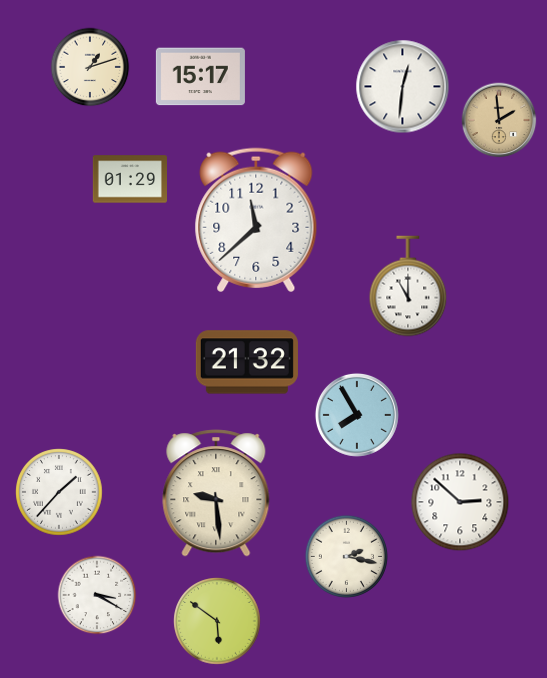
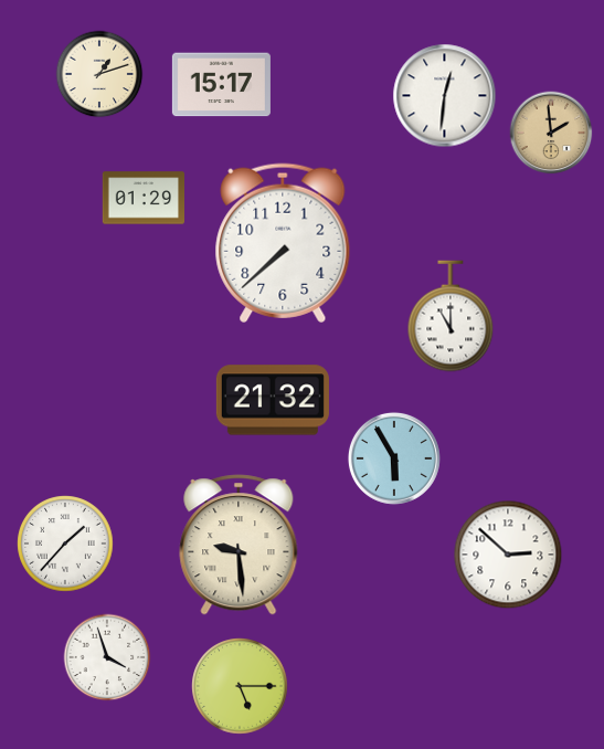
clock at (256, 220): 11:38 -> 7:38
clock at (357, 415): 7:55 -> 5:55
clock at (346, 556): 2:17 -> none
clock at (97, 595): 3:20 -> 3:57
clock at (217, 621): 5:51 -> 5:15
